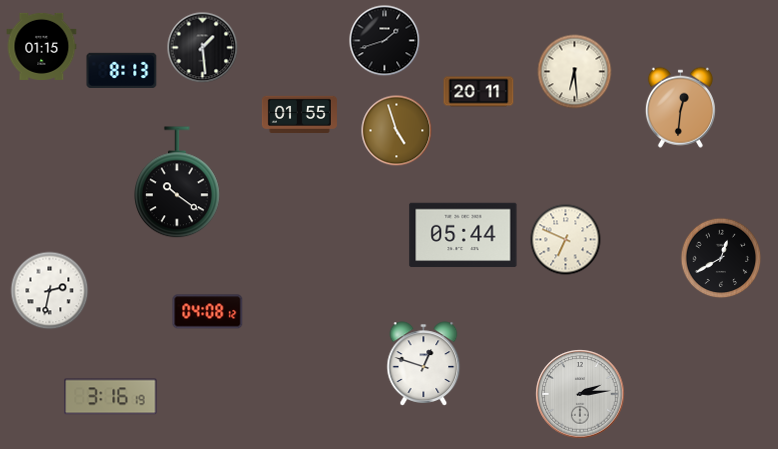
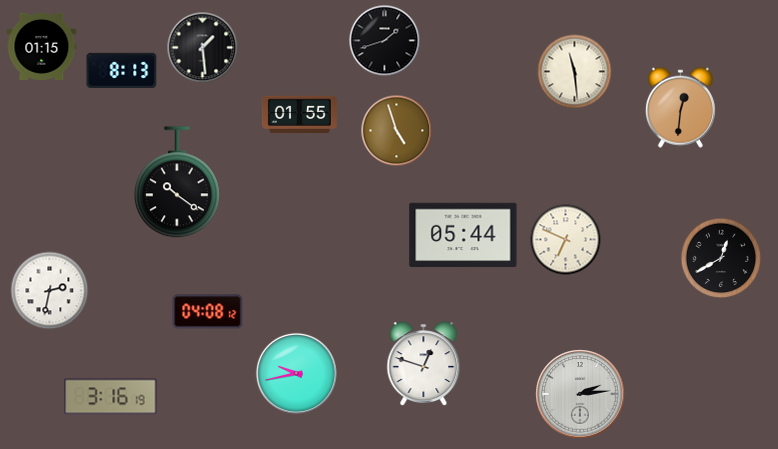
clock at (575, 72): 6:29 -> 11:29
clock at (479, 92): 20:11 -> none
clock at (296, 373): none -> 9:43
